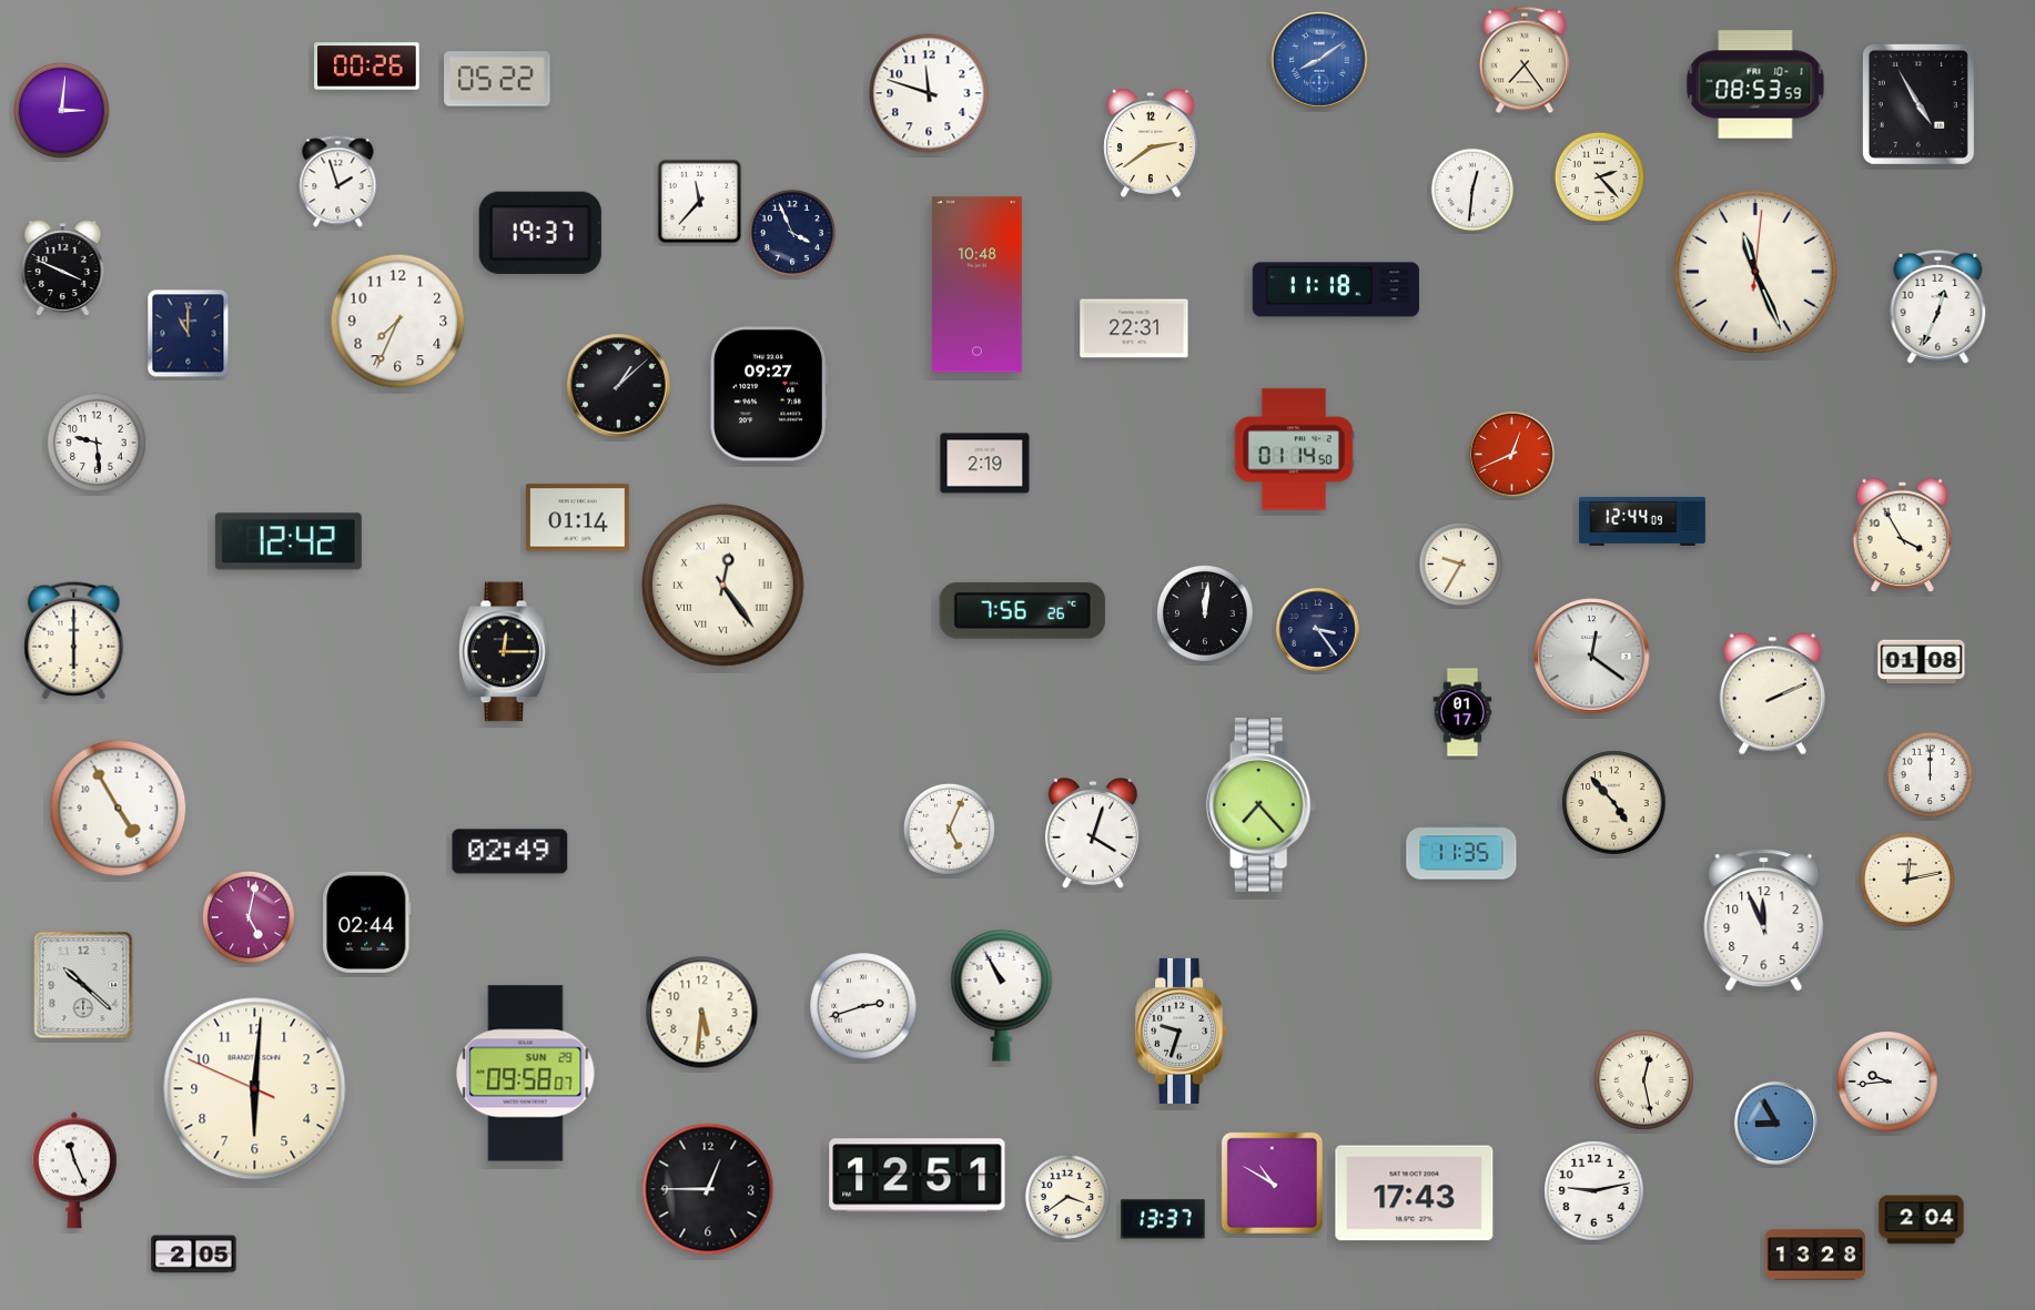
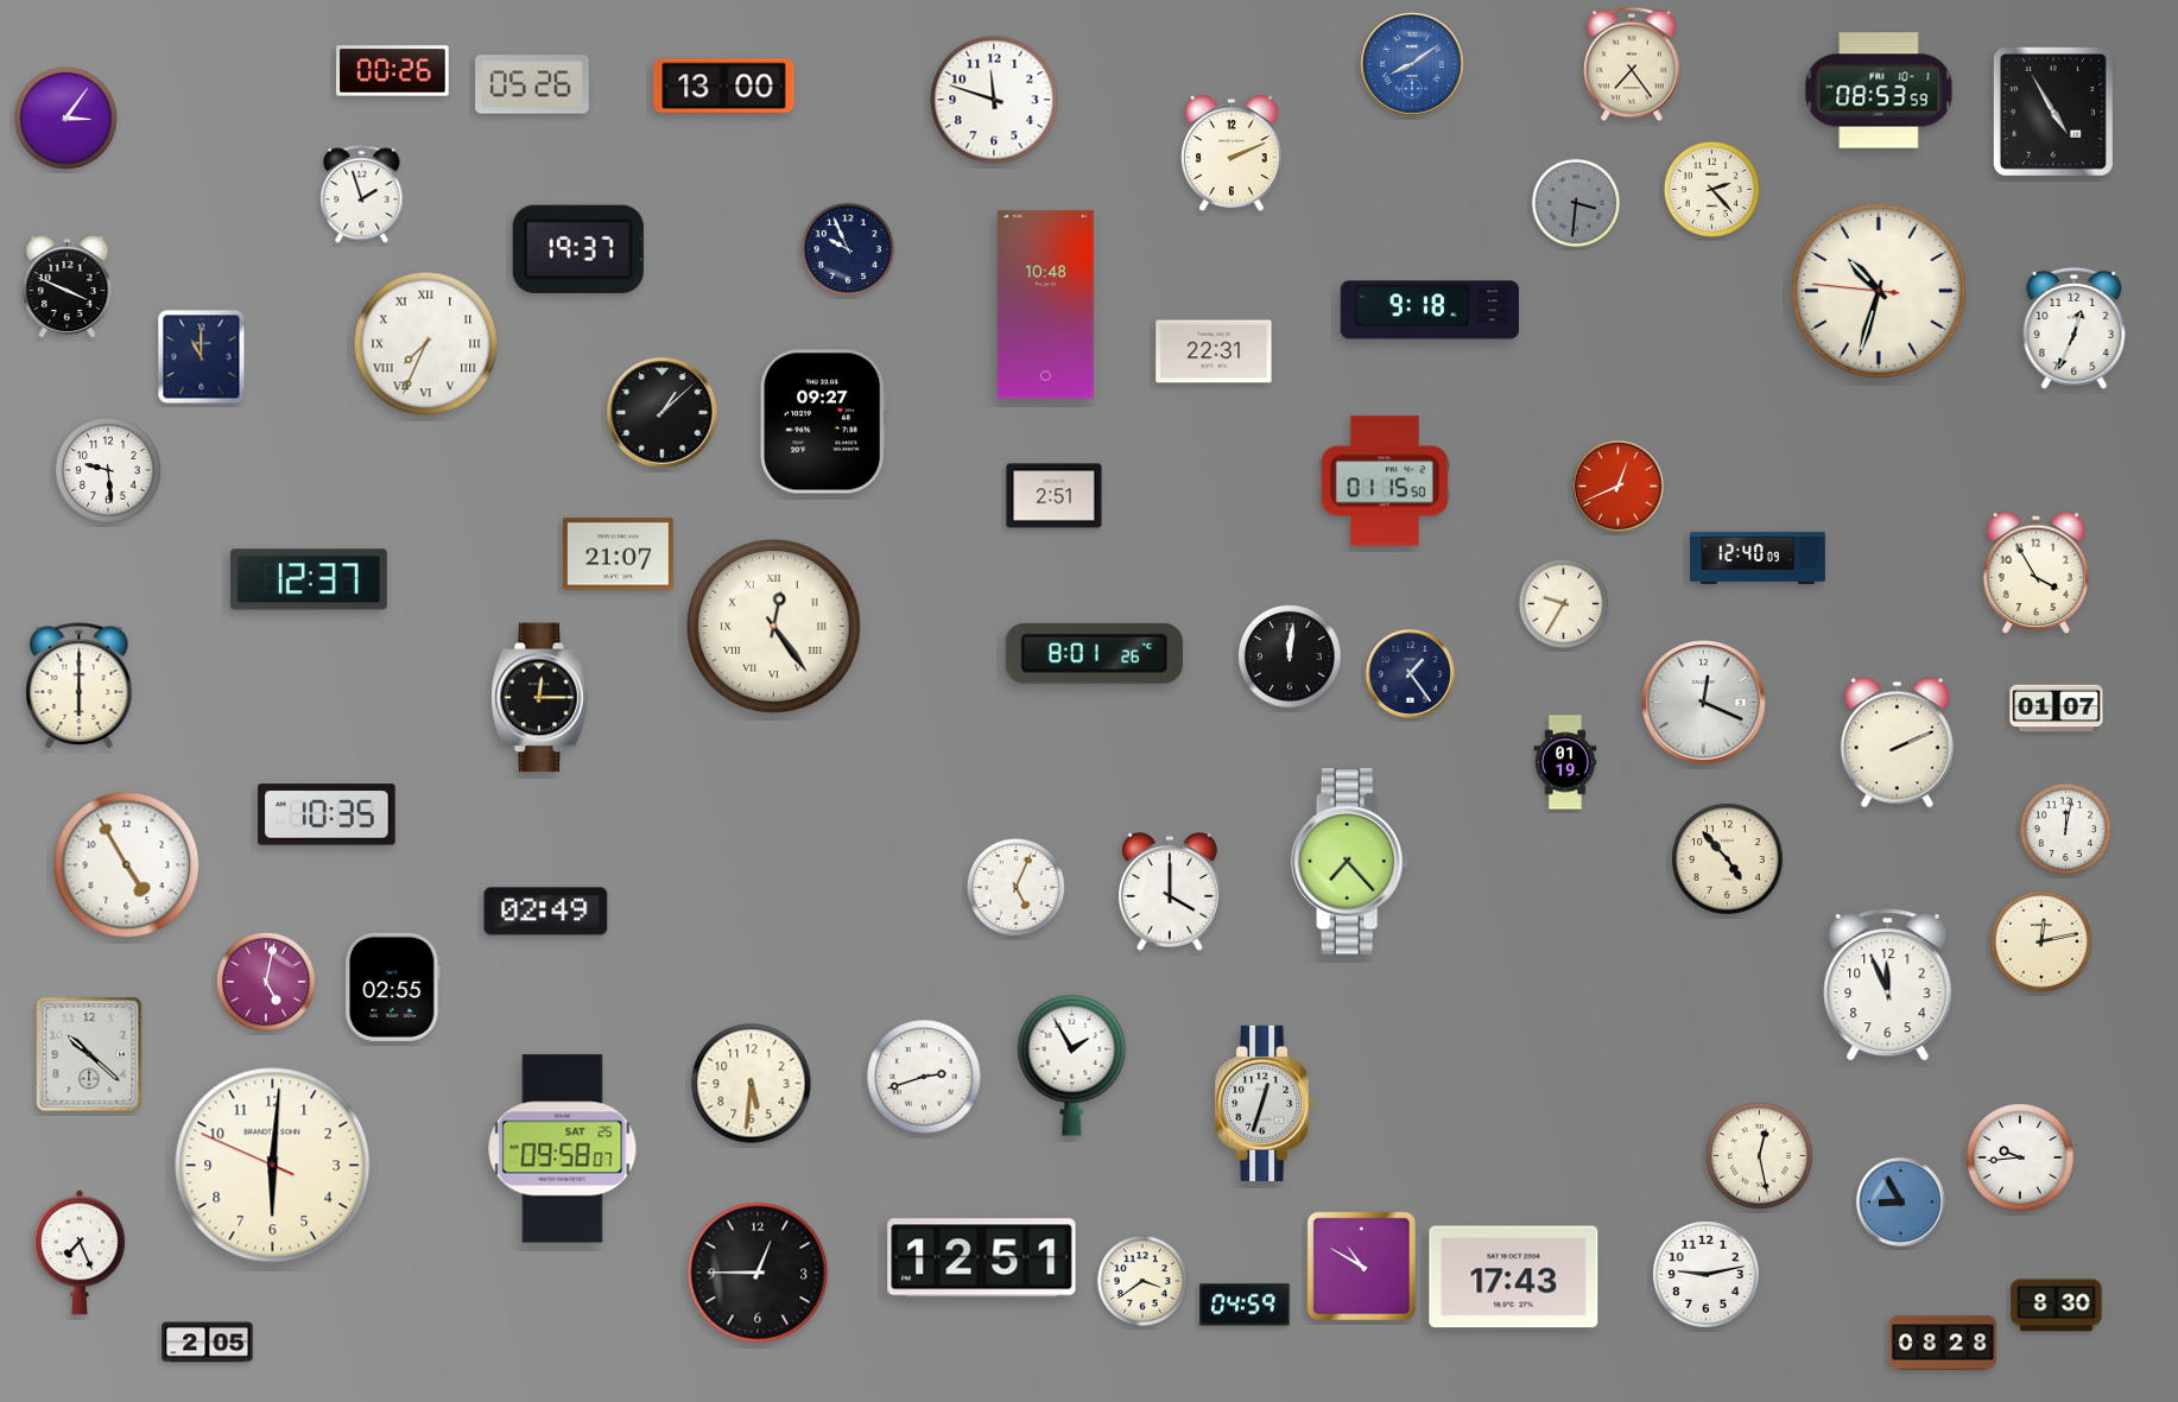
clock at (497, 79): 05:22 -> 05:26
clock at (724, 87): none -> 13:00
clock at (61, 110): 3:01 -> 3:06
clock at (1151, 143): 2:39 -> 2:11
clock at (1472, 190): 12:31 -> 3:31
clock at (1472, 190) dial: white -> grey
clock at (700, 202): 11:37 -> none
clock at (791, 232): 3:56 -> 9:56
clock at (1755, 272): 11:26 -> 10:32
clock at (1336, 290): 11:18 -> 9:18
clock at (398, 322) numerals: Arabic -> Roman
clock at (97, 443) position: (97, 443) -> (108, 470)
clock at (1294, 449): 01:14 -> 01:15
clock at (985, 464): 2:19 -> 2:51
clock at (577, 518): 01:14 -> 21:07
clock at (1642, 521): 12:44 -> 12:40
clock at (288, 541): 12:42 -> 12:37
clock at (1022, 610): 7:56 -> 8:01
clock at (1317, 629): 3:24 -> 1:24
clock at (1592, 657): 12:21 -> 12:19
clock at (1922, 662): 01:08 -> 01:07
clock at (1462, 712): 01:17 -> 01:19
clock at (327, 814): none -> 10:35
clock at (1931, 775): 12:00 -> 12:02
clock at (1093, 833): 4:03 -> 4:00
clock at (1461, 852): 11:35 -> none
clock at (367, 922): 02:44 -> 02:55
clock at (1002, 995): 10:55 -> 1:55
clock at (1182, 1030): 9:33 -> 12:33
clock at (526, 1074) date: SUN 29 -> SAT 25
clock at (74, 1170): 11:26 -> 7:26
clock at (1163, 1219): 13:37 -> 04:59
clock at (1922, 1220): 2:04 -> 8:30
clock at (1815, 1255): 13:28 -> 08:28
